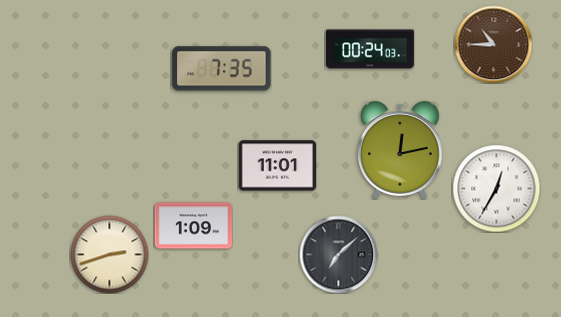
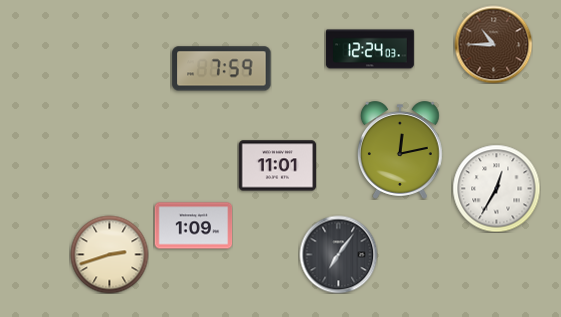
clock at (370, 49): 00:24 -> 12:24
clock at (222, 69): 7:35 -> 7:59
clock at (338, 254): 7:08 -> 7:06
